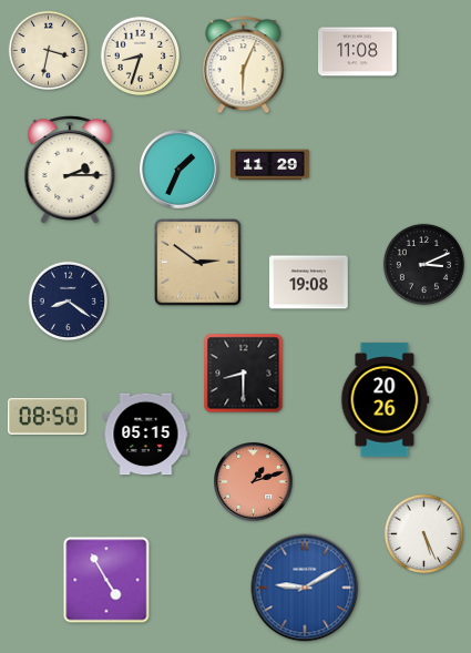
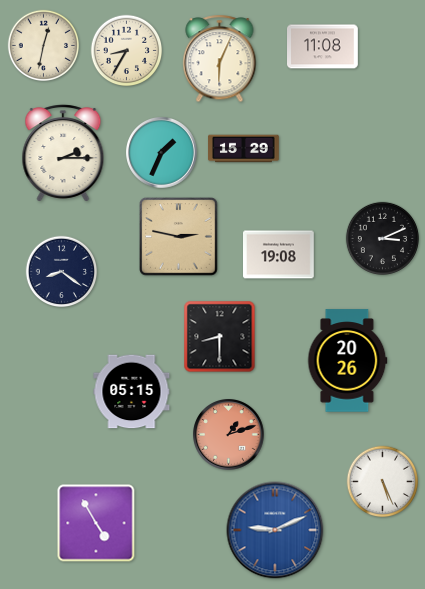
clock at (49, 51): 3:32 -> 12:32
clock at (141, 57): 8:33 -> 8:35
clock at (270, 165): 11:29 -> 15:29
clock at (198, 263): 2:51 -> 2:47
clock at (48, 416): 08:50 -> none
clock at (305, 588): 9:10 -> 9:11
